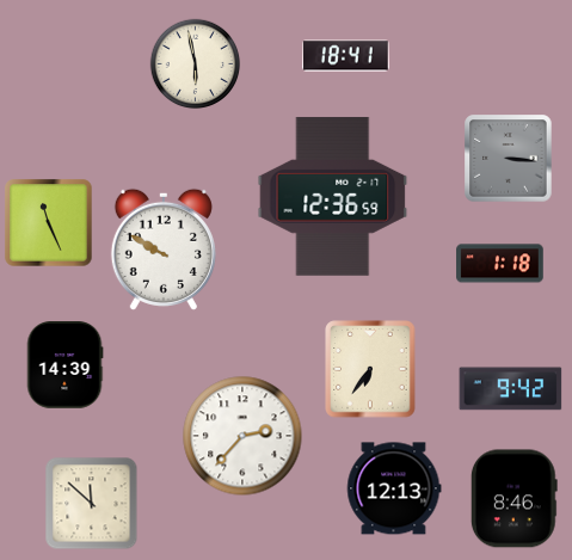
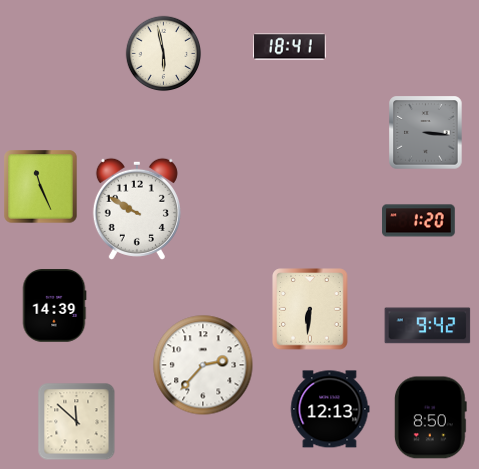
clock at (333, 196): 12:36 -> none
clock at (500, 264): 1:18 -> 1:20
clock at (370, 369): 6:36 -> 6:31
clock at (513, 499): 8:46 -> 8:50
